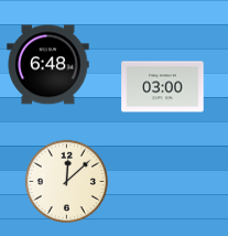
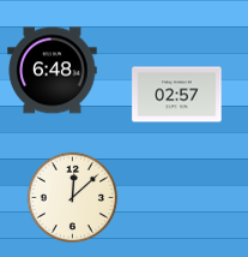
clock at (163, 87): 03:00 -> 02:57
